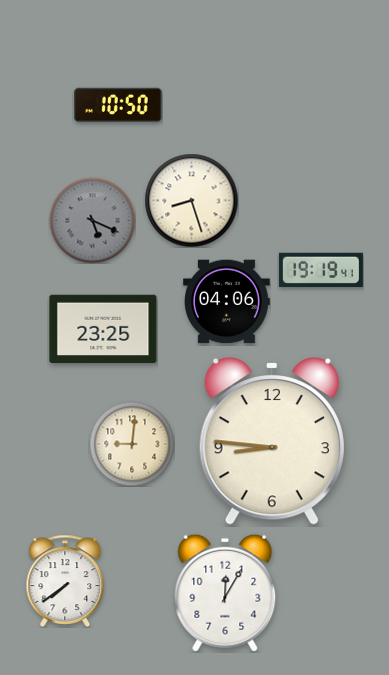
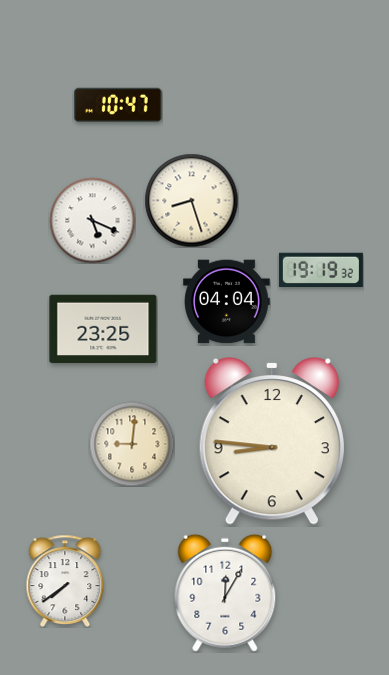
clock at (119, 105): 10:50 -> 10:47
clock at (92, 220) dial: grey -> white
clock at (321, 270): 19:19:41 -> 19:19:32
clock at (227, 302): 04:06 -> 04:04
